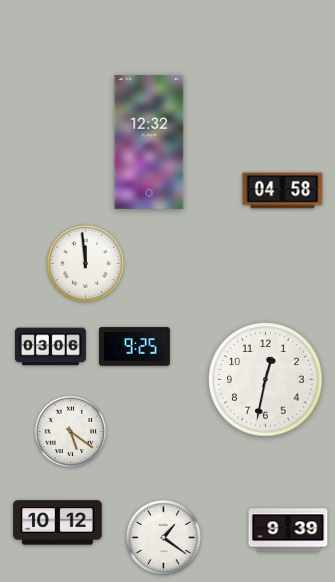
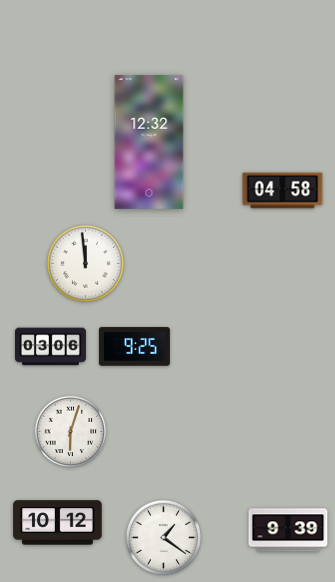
clock at (266, 380): 12:32 -> none
clock at (71, 432): 5:21 -> 6:03
